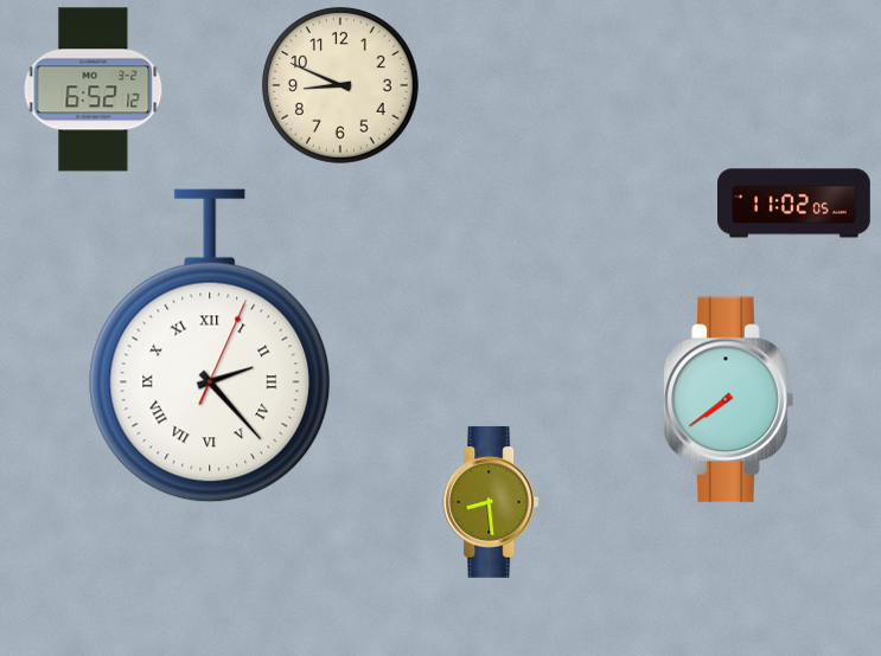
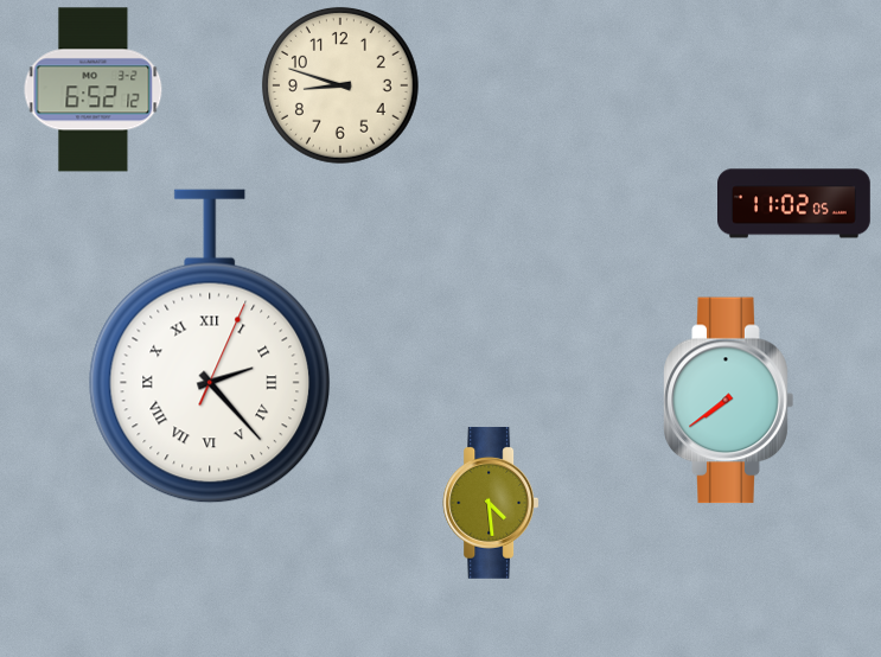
clock at (340, 85): 8:49 -> 8:48
clock at (491, 502): 8:29 -> 4:29
